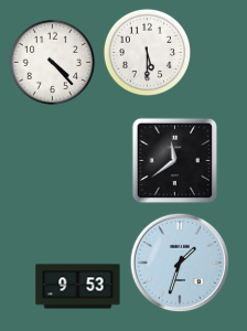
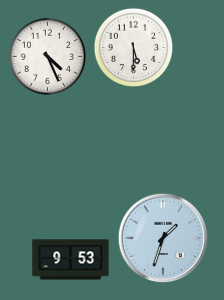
clock at (52, 62): 4:23 -> 4:26
clock at (174, 160): 11:39 -> none
